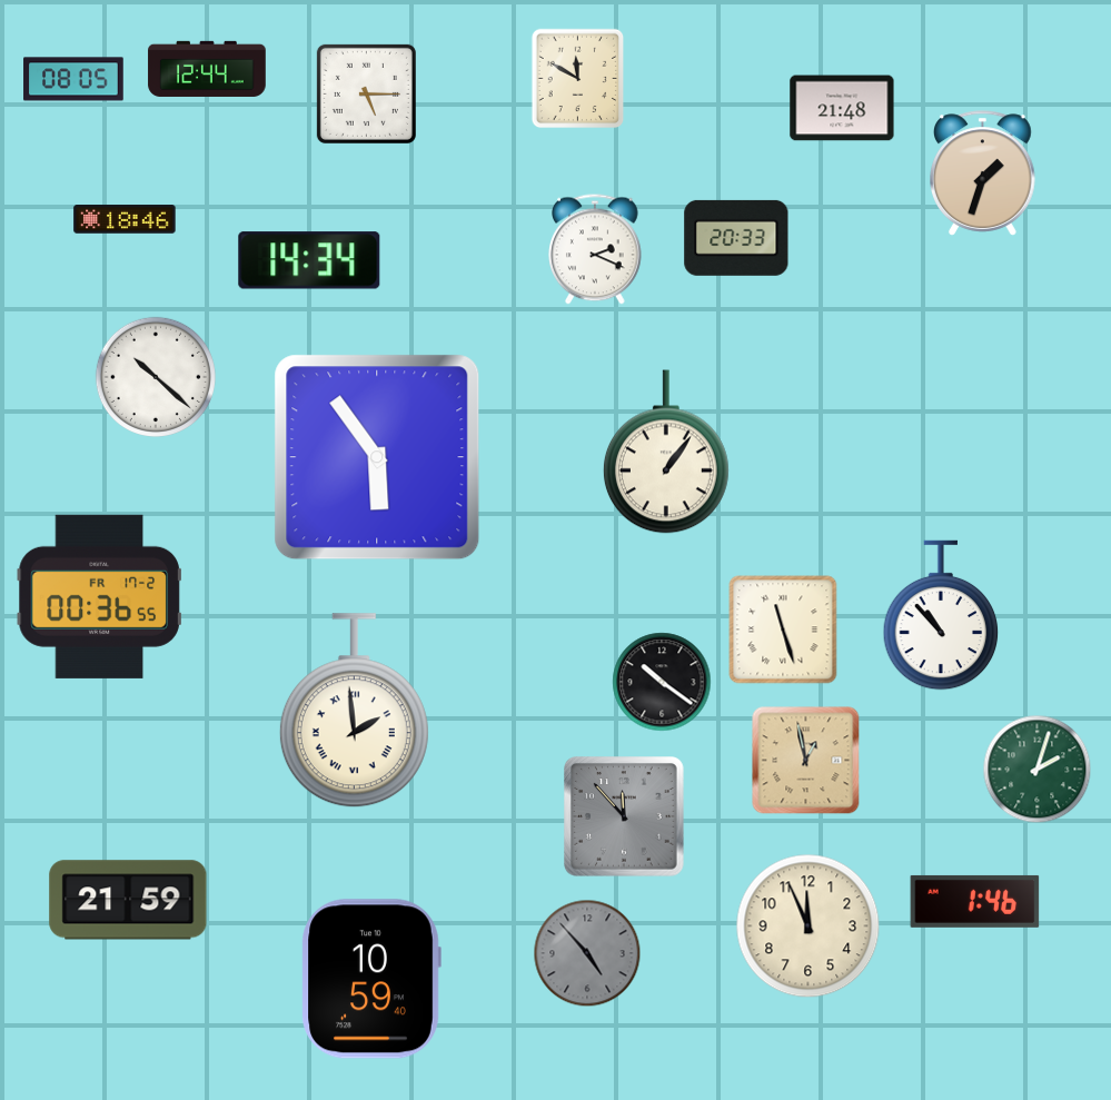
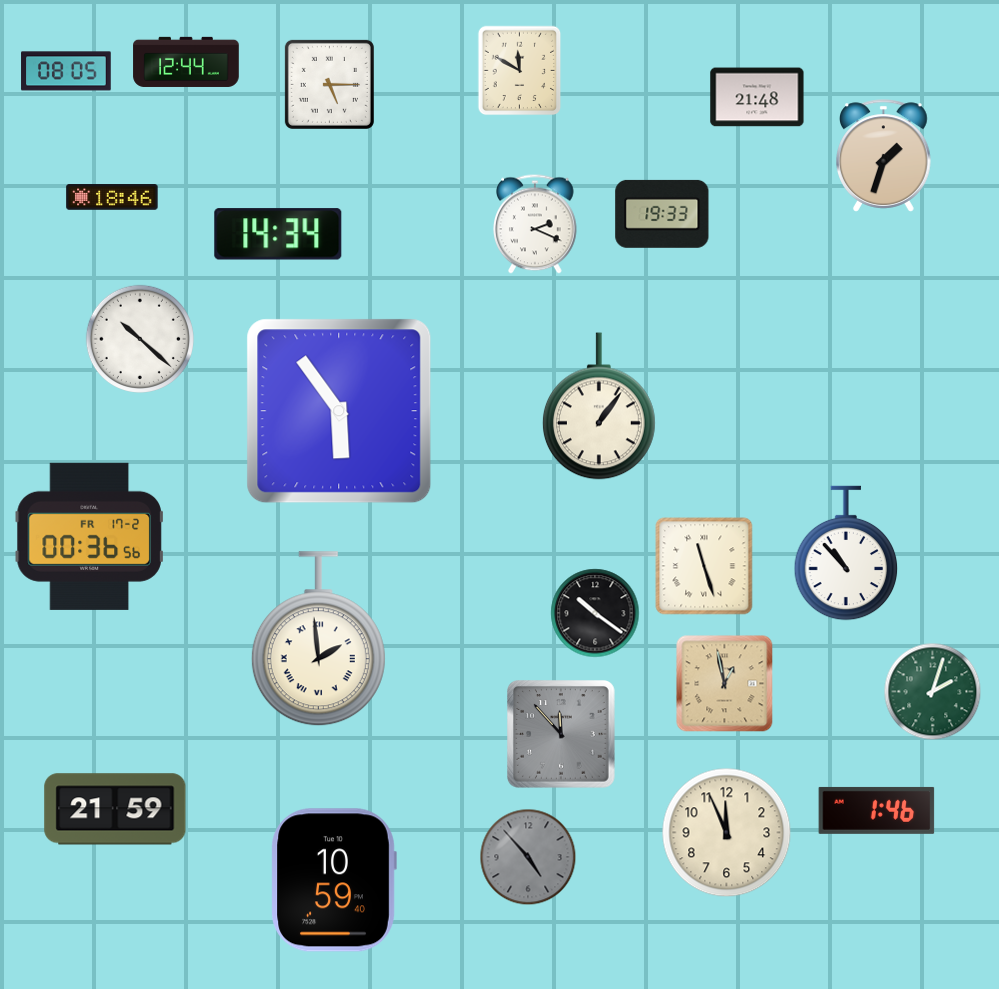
clock at (736, 238): 20:33 -> 19:33
clock at (99, 596): 00:36:55 -> 00:36:56
